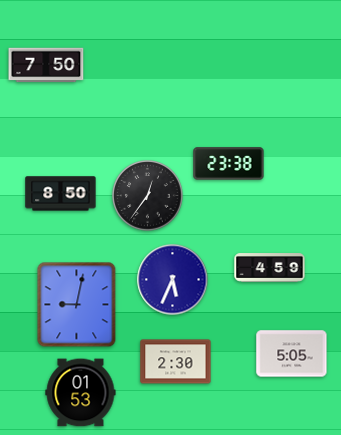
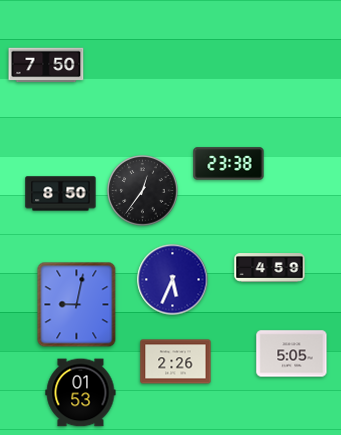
clock at (148, 196) position: (148, 196) -> (143, 191)
clock at (176, 362): 2:30 -> 2:26
